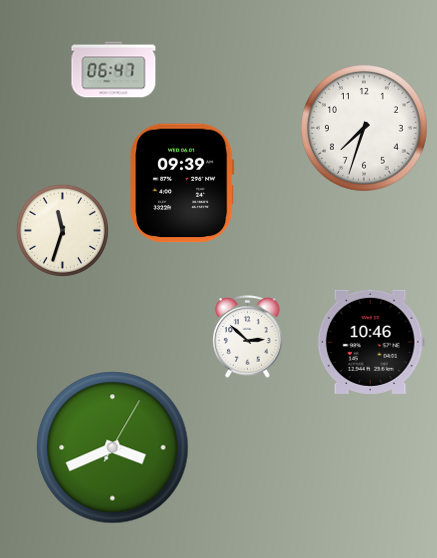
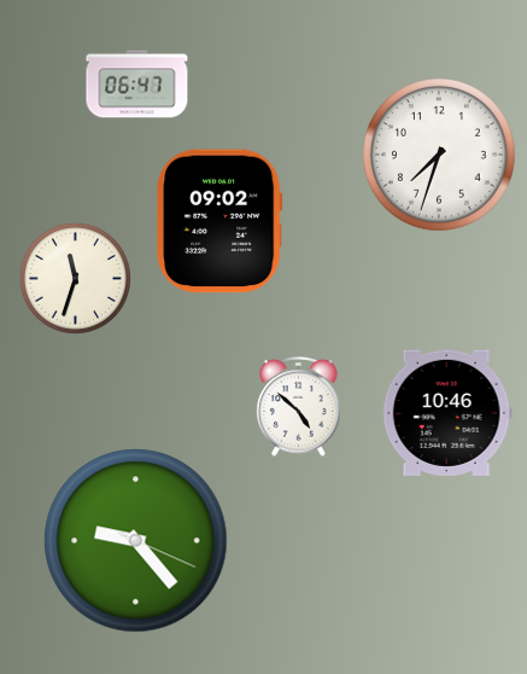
clock at (182, 183): 09:39 -> 09:02
clock at (248, 337): 2:52 -> 4:52
clock at (113, 448): 3:41 -> 9:23
